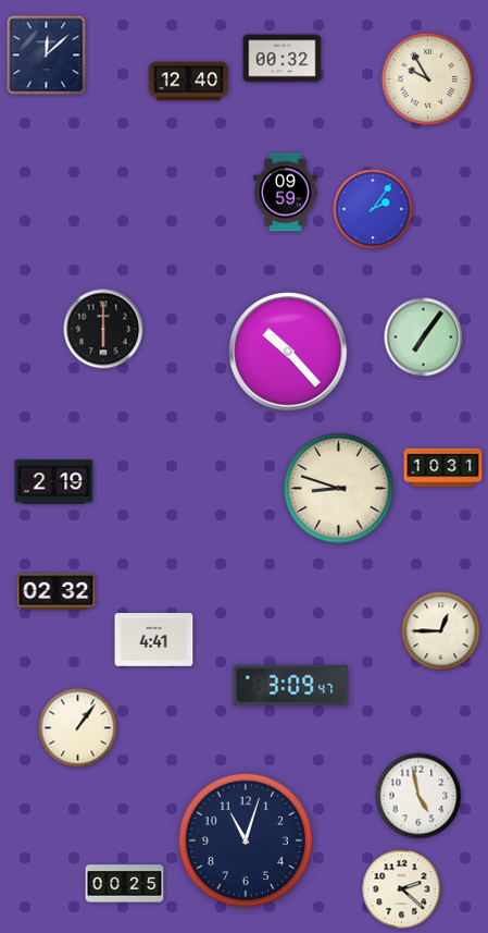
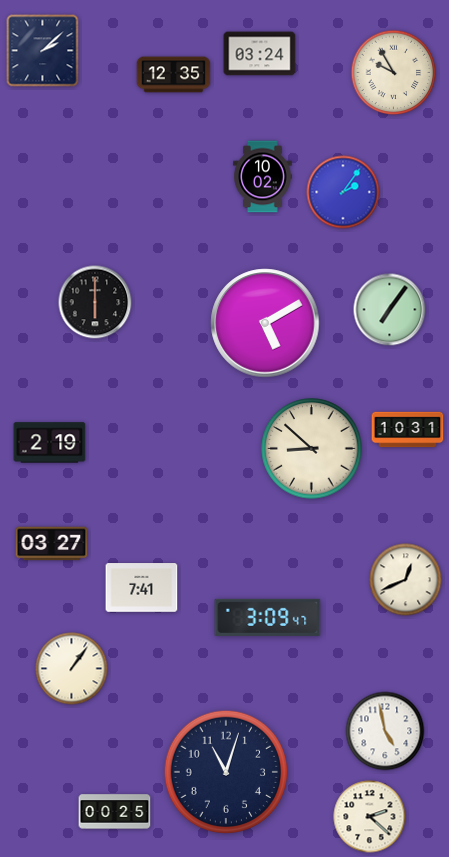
clock at (47, 56): 12:08 -> 2:08
clock at (283, 59): 00:32 -> 03:24
clock at (189, 82): 12:40 -> 12:35
clock at (286, 193): 09:59 -> 10:02
clock at (288, 352): 10:23 -> 5:10
clock at (339, 489): 8:48 -> 8:52
clock at (57, 592): 02:32 -> 03:27
clock at (441, 631): 12:45 -> 12:41
clock at (154, 640): 4:41 -> 7:41
clock at (291, 685) position: (291, 685) -> (268, 617)
